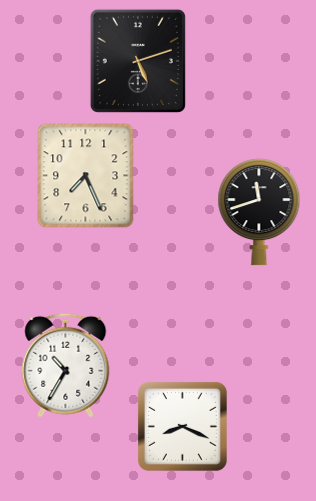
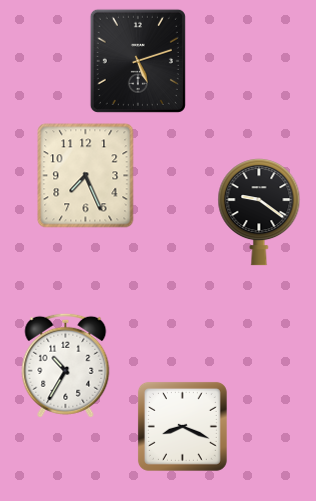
clock at (259, 212): 11:42 -> 9:21
